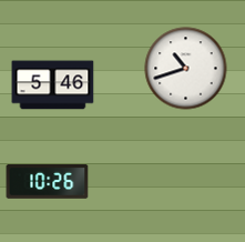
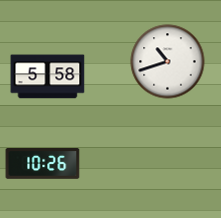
clock at (53, 85): 5:46 -> 5:58
